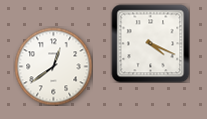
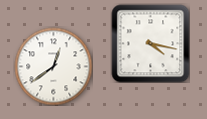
clock at (150, 43): 4:19 -> 4:17
